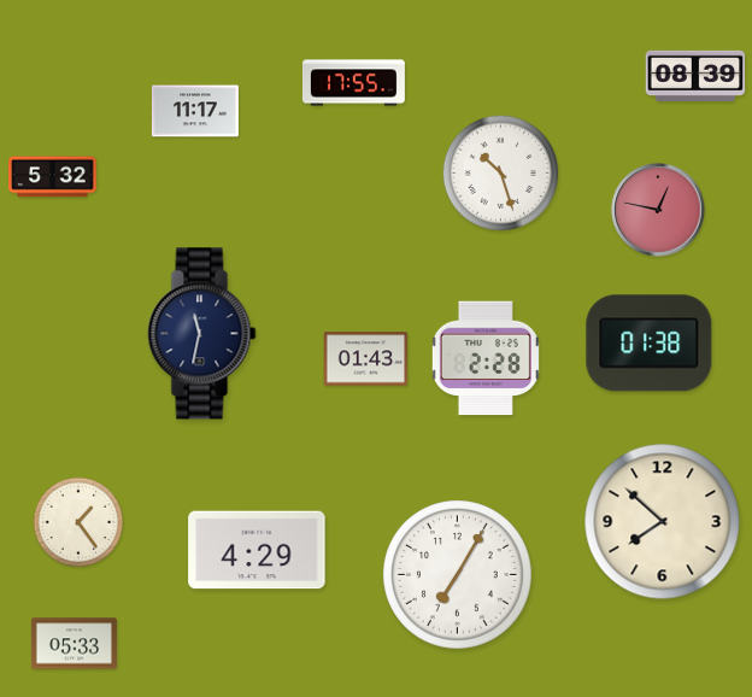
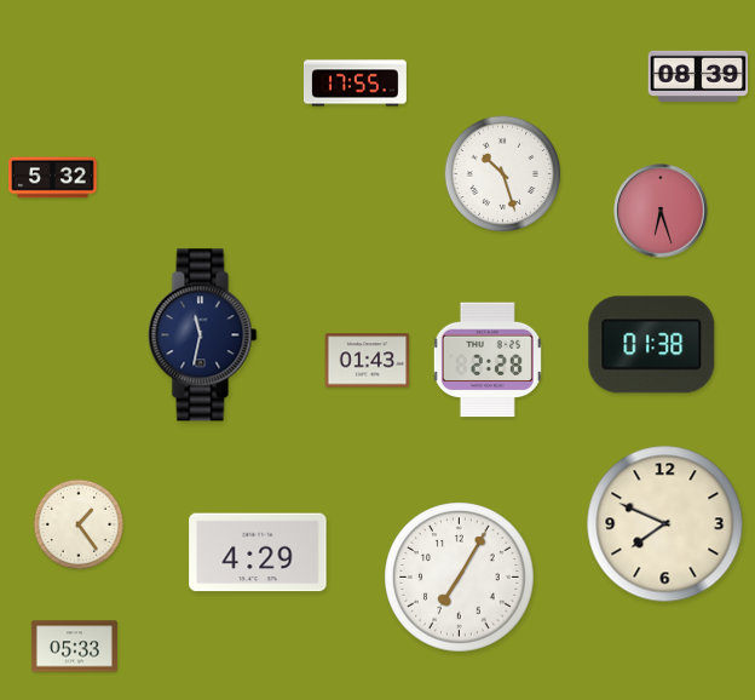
clock at (195, 111): 11:17 -> none
clock at (658, 210): 12:47 -> 6:27
clock at (663, 522): 7:52 -> 7:49
